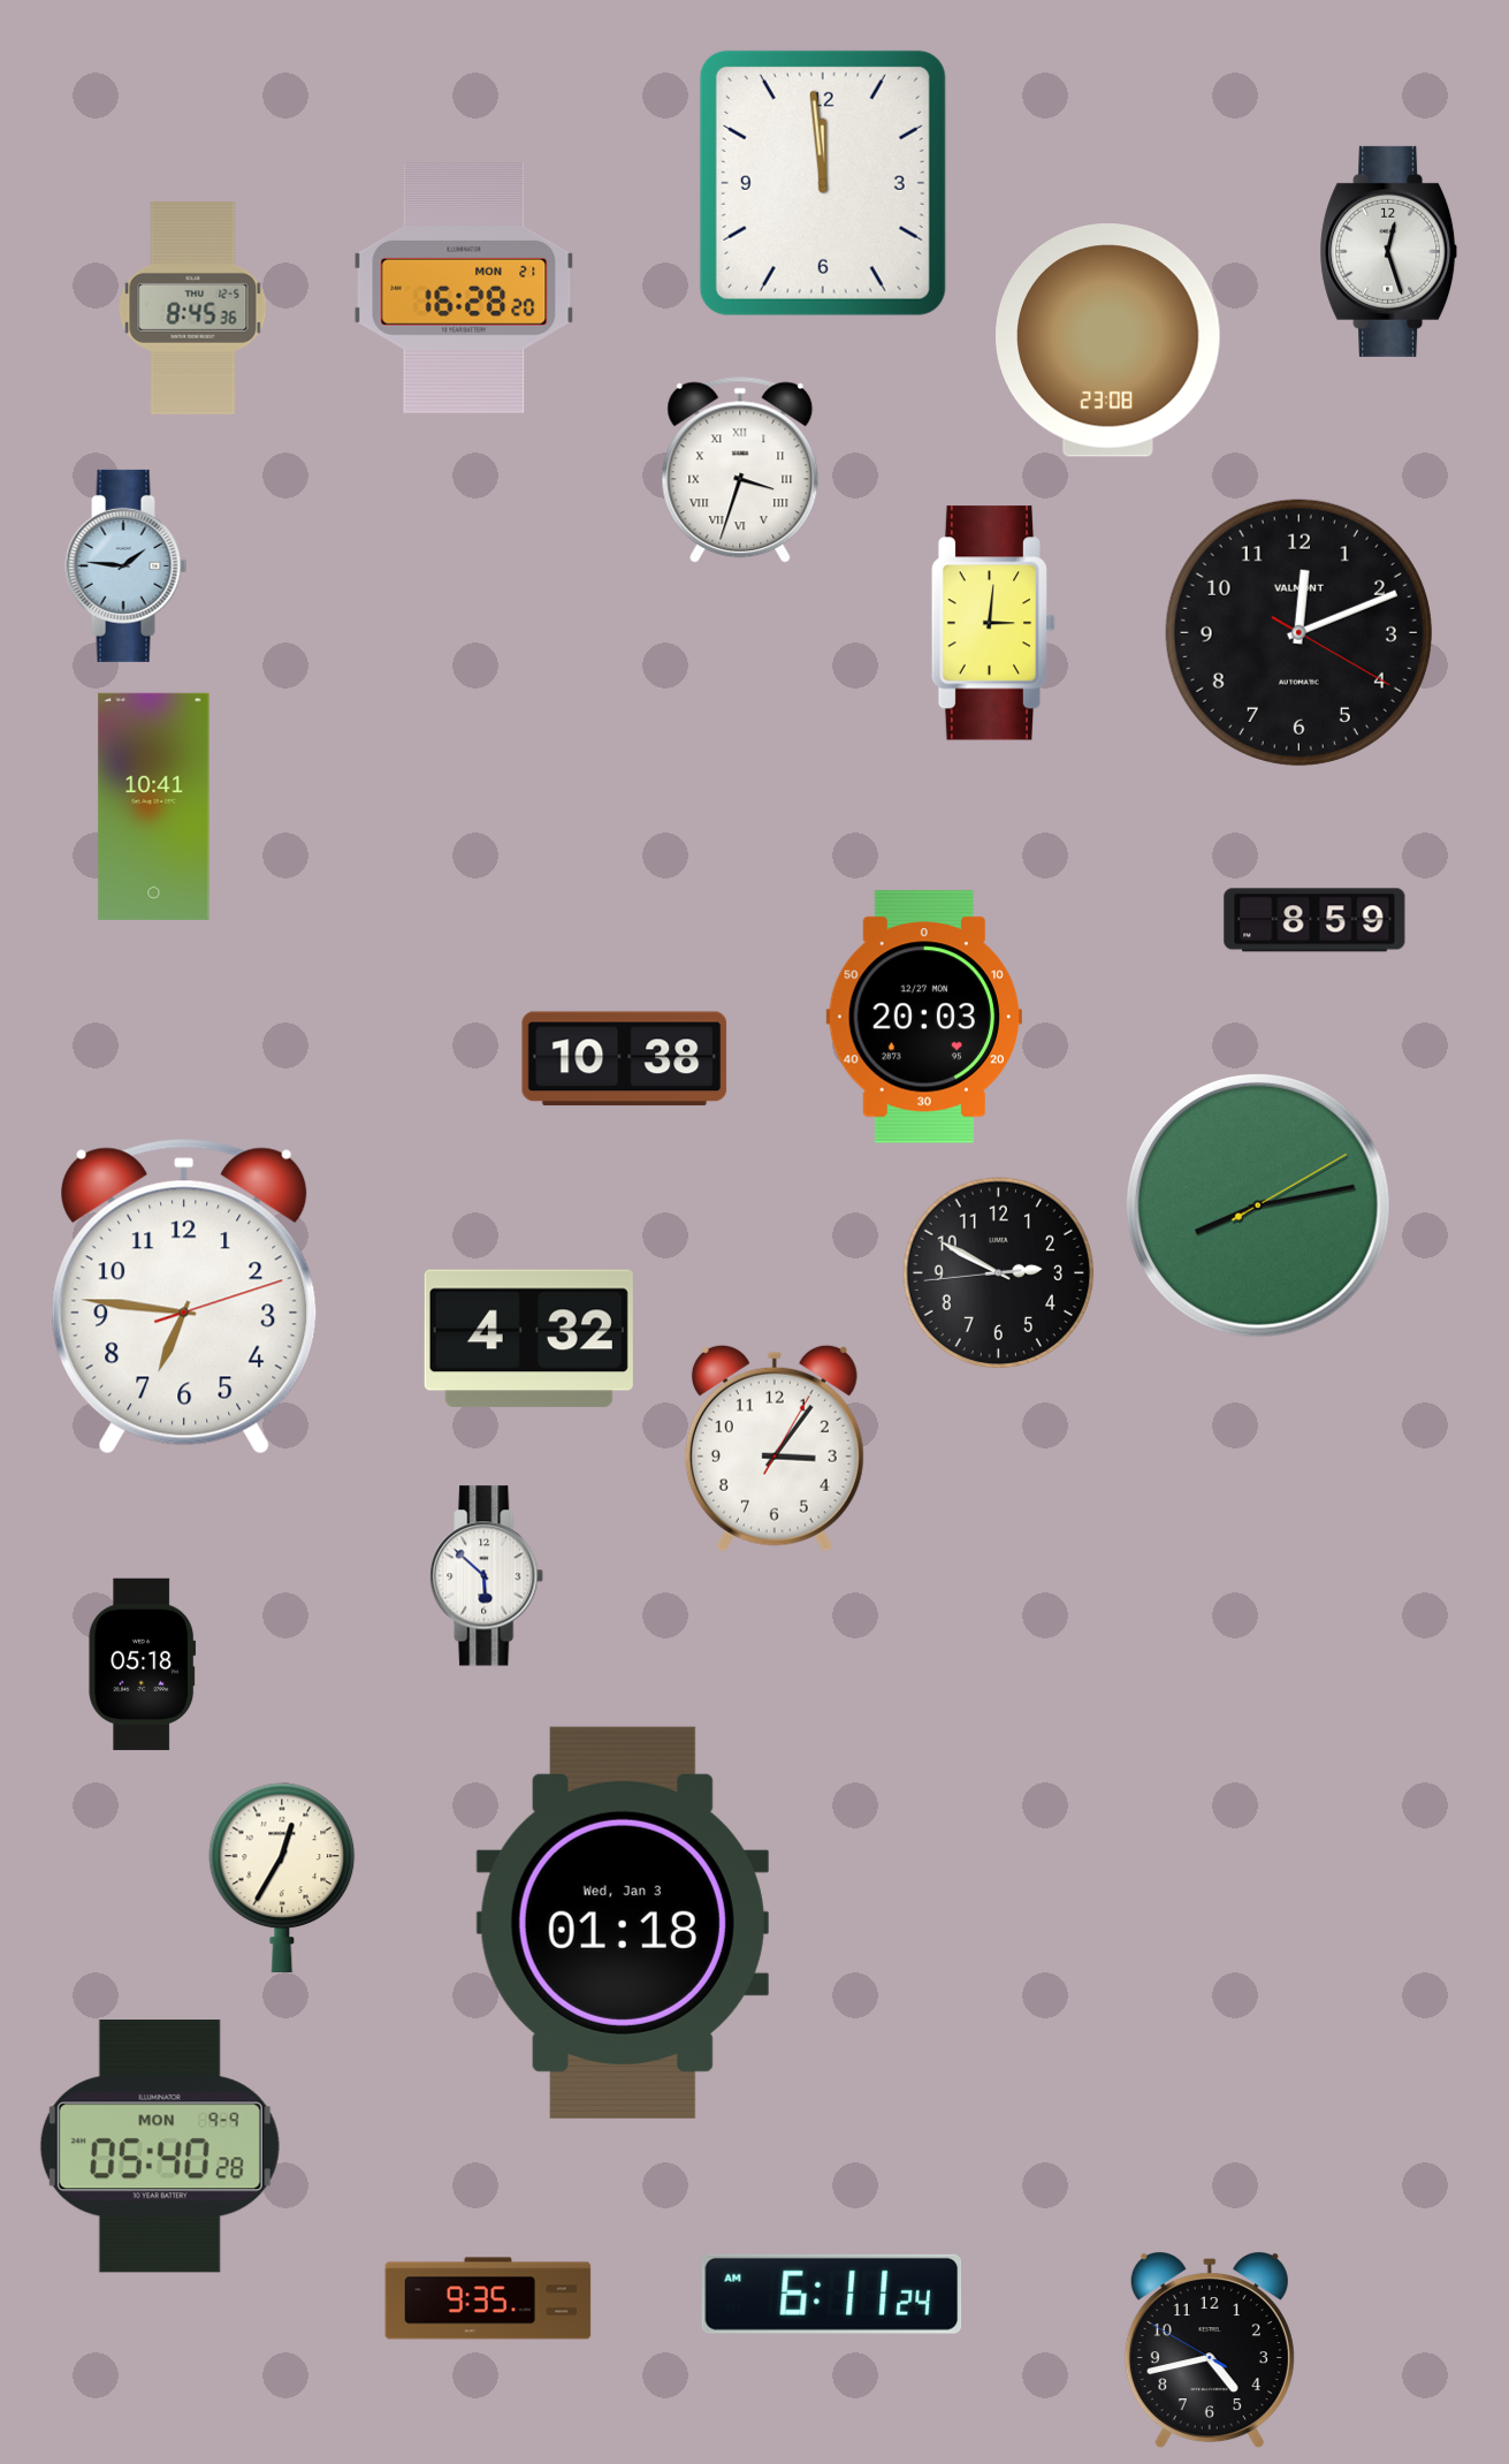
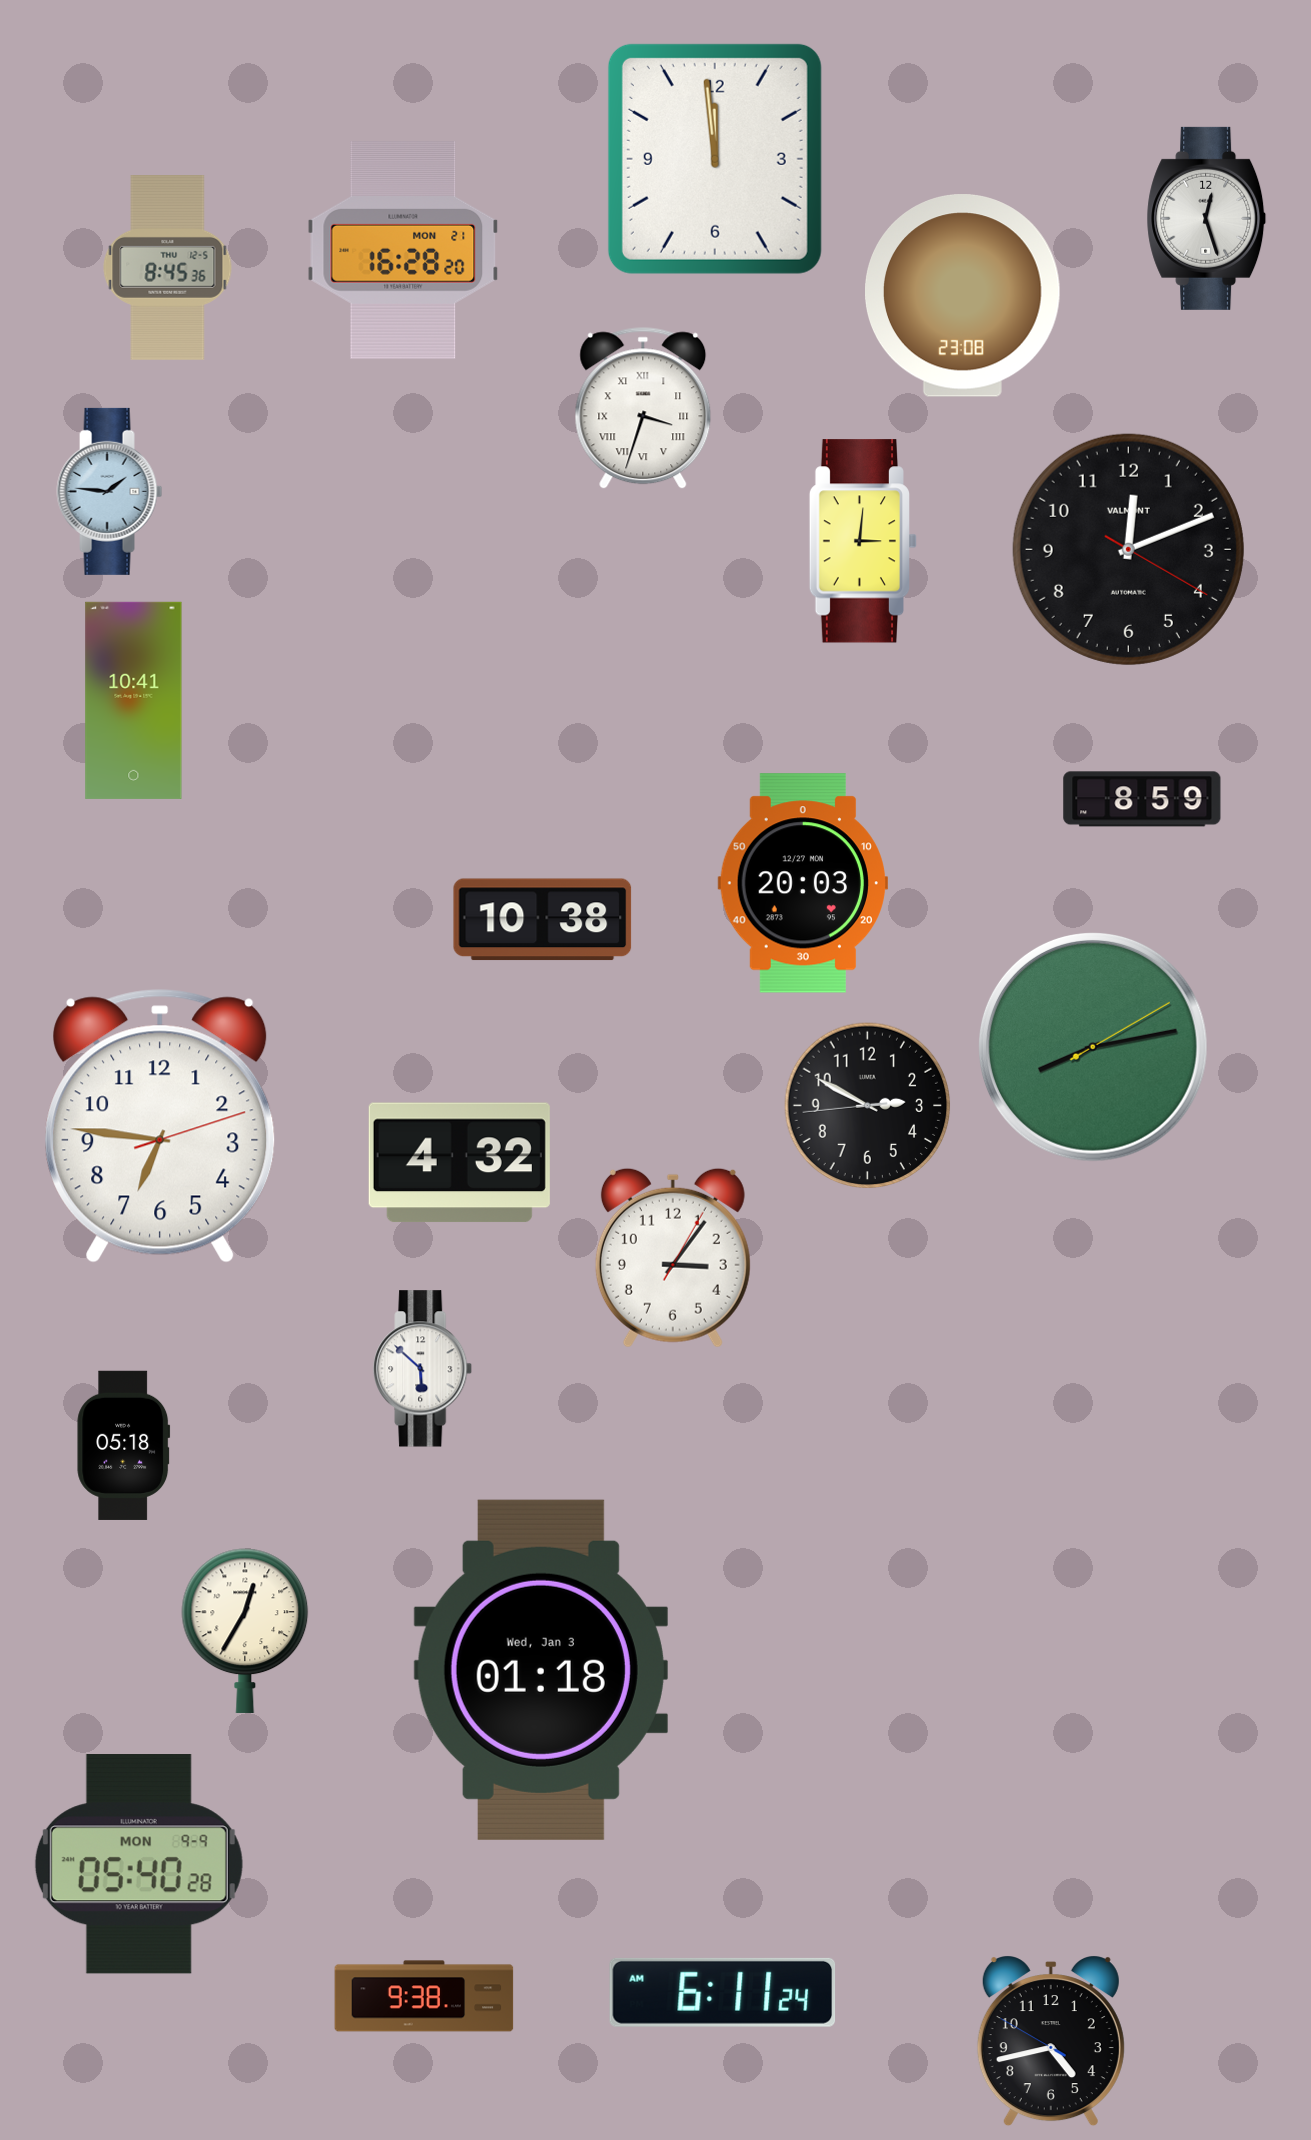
clock at (488, 2298): 9:35 -> 9:38
